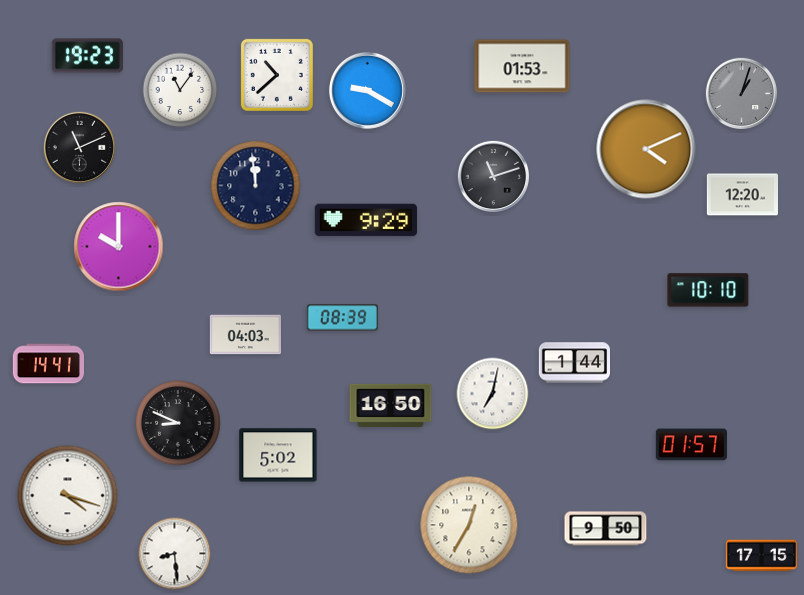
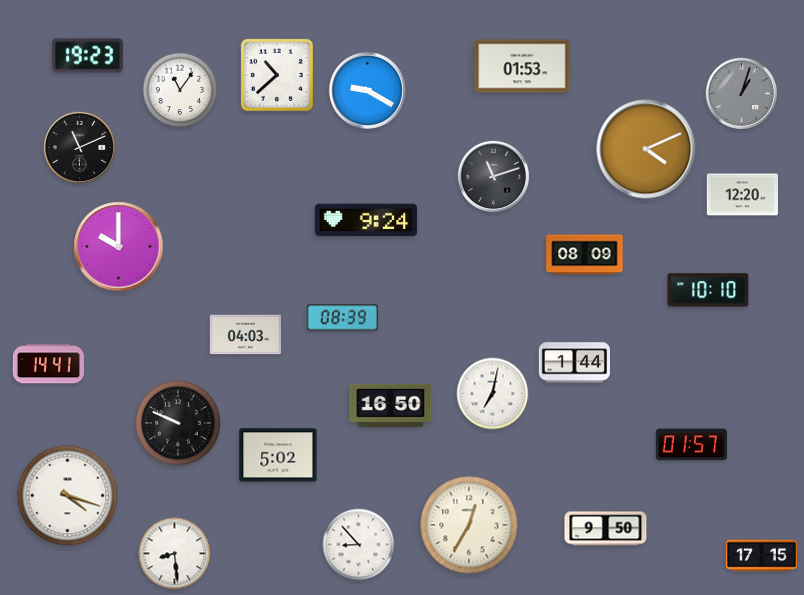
clock at (256, 186): 11:59 -> none
clock at (366, 220): 9:29 -> 9:24
clock at (585, 255): none -> 08:09
clock at (178, 423): 8:49 -> 9:49
clock at (359, 545): none -> 8:53
